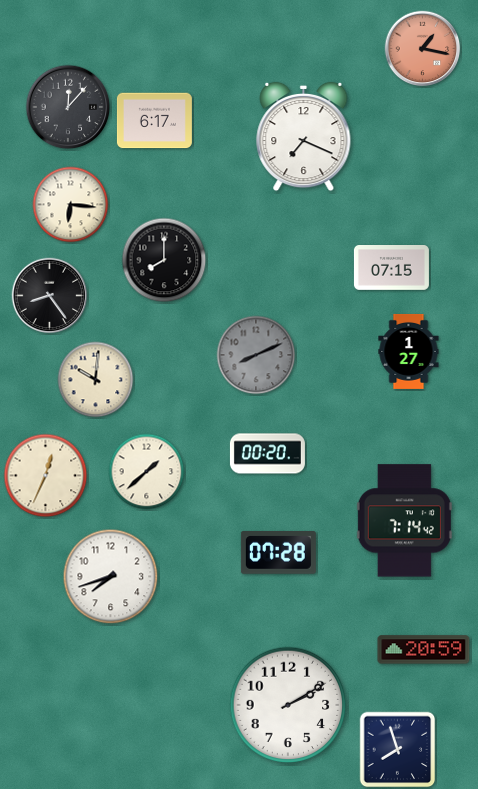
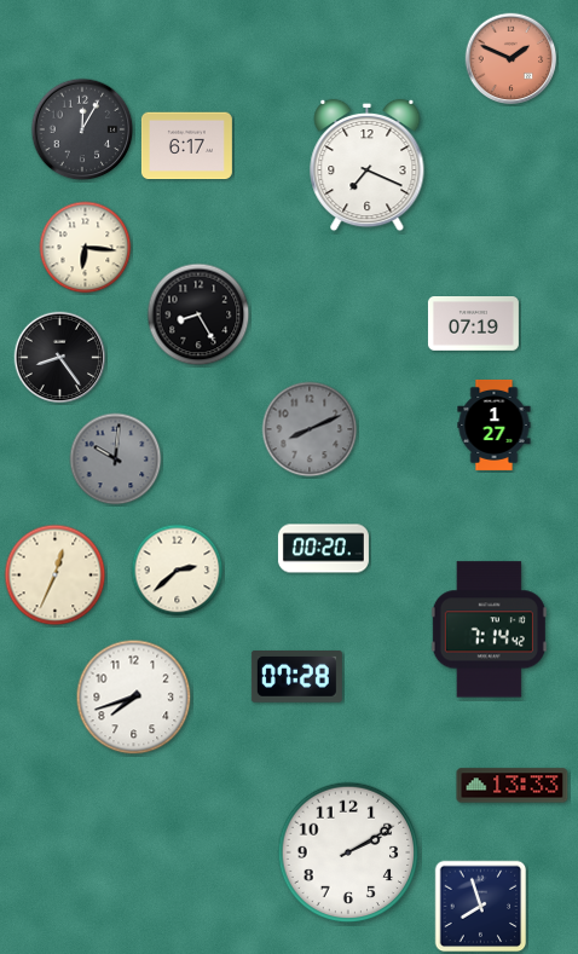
clock at (423, 49): 1:17 -> 1:49
clock at (68, 107): 12:07 -> 12:05
clock at (164, 260): 8:00 -> 8:25
clock at (391, 268): 07:15 -> 07:19
clock at (96, 380) dial: cream -> grey
clock at (147, 472): 1:38 -> 2:38
clock at (278, 553) position: (278, 553) -> (296, 677)
clock at (424, 650): 20:59 -> 13:33
